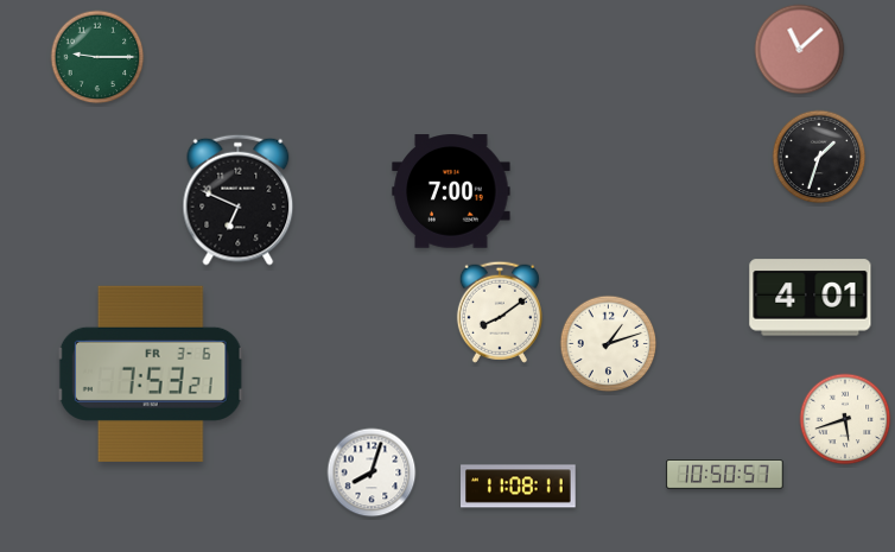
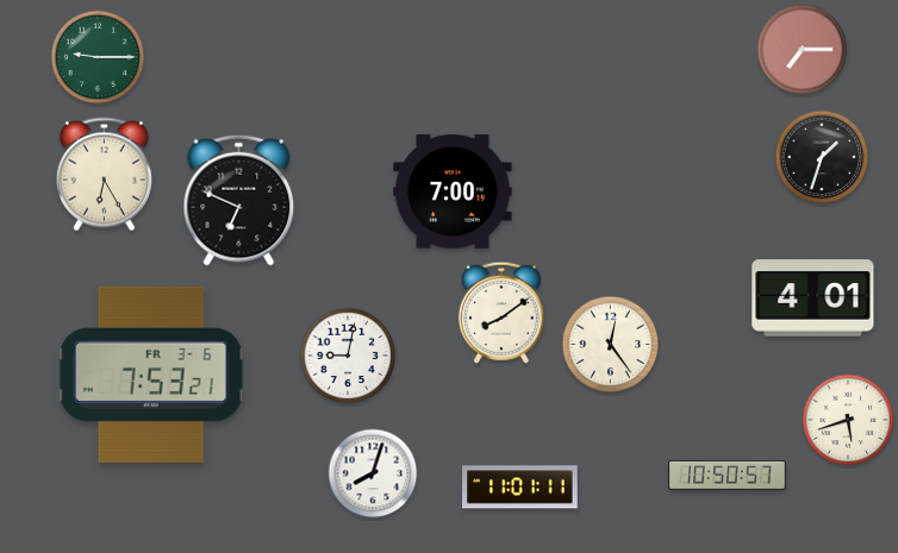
clock at (800, 50): 11:08 -> 7:15
clock at (104, 175): none -> 6:25
clock at (609, 344): 1:12 -> 12:24
clock at (348, 356): none -> 9:02
clock at (519, 487): 11:08 -> 11:01
